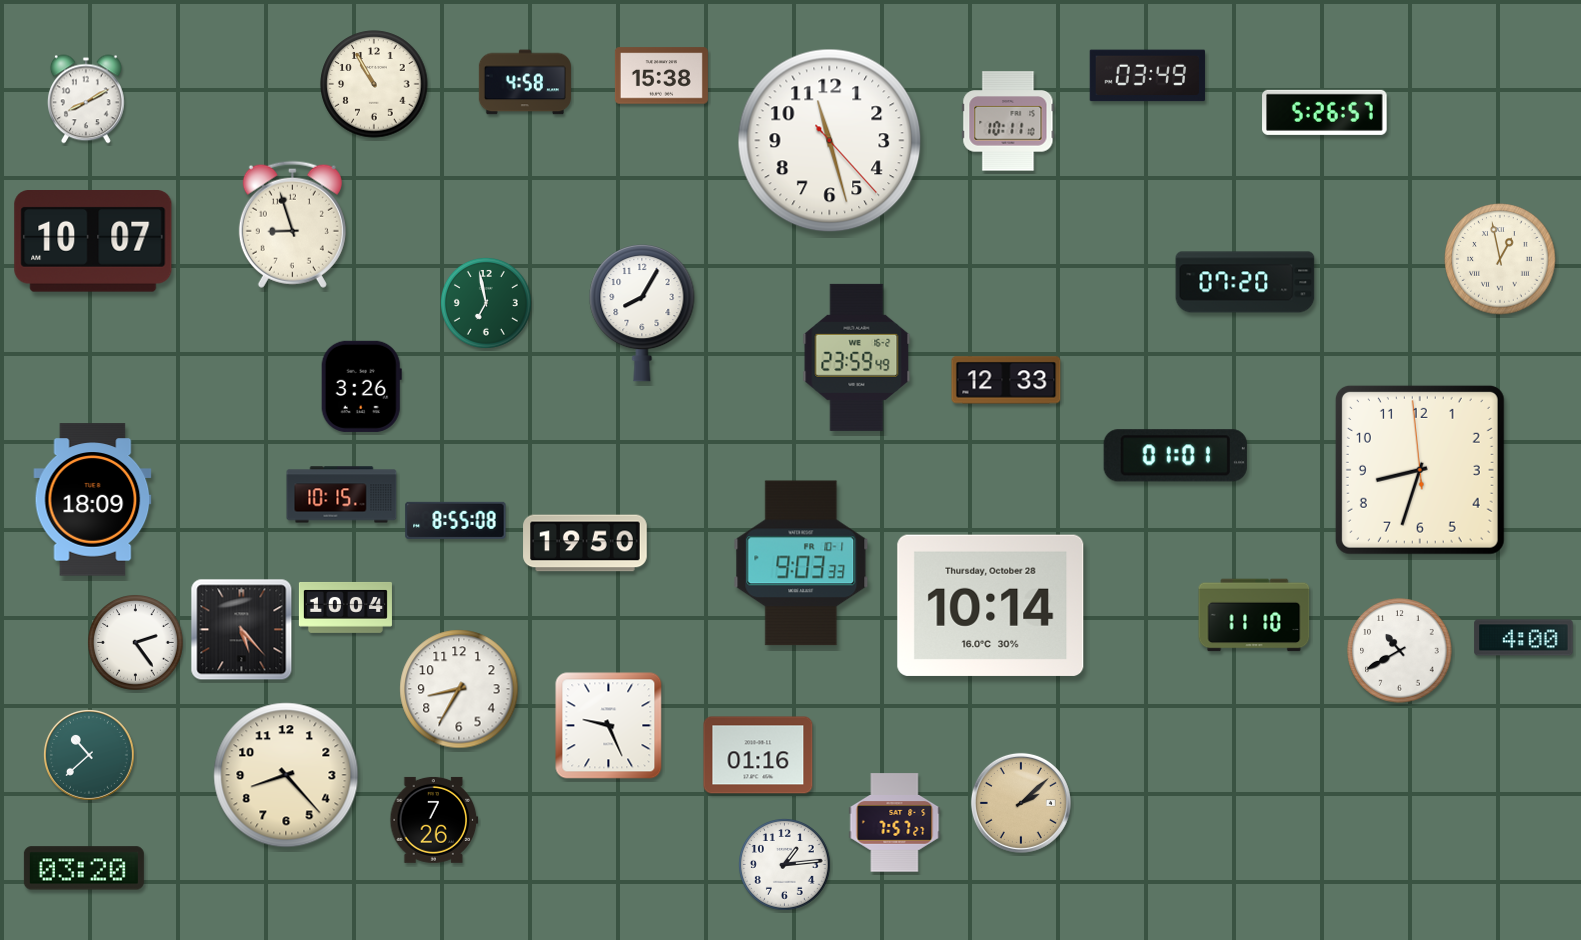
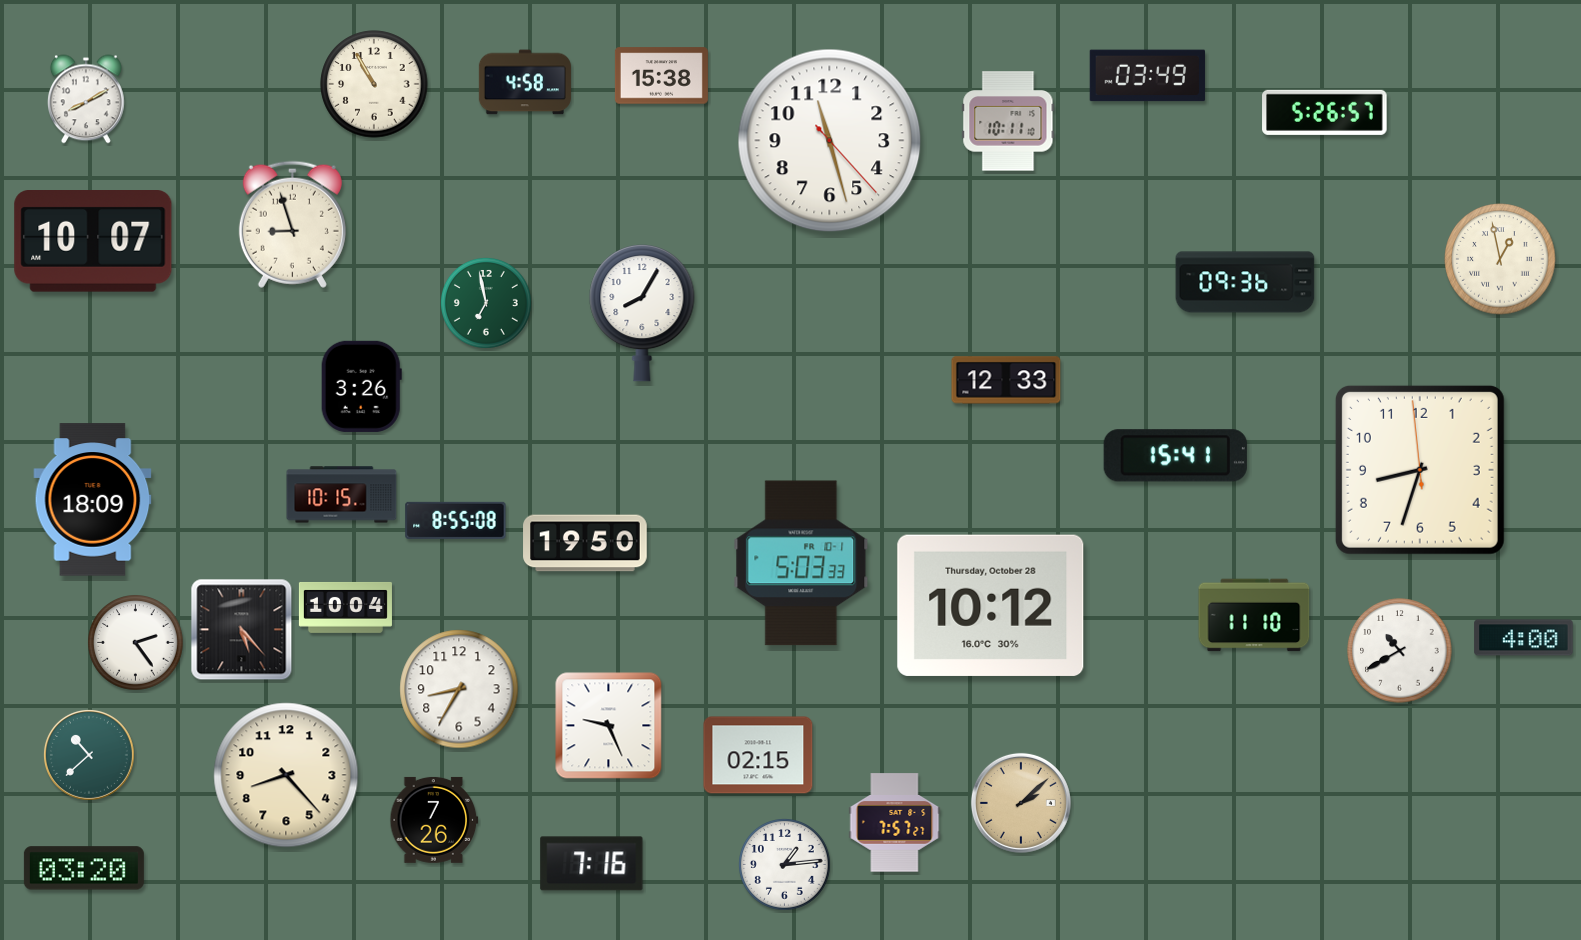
clock at (1245, 282): 07:20 -> 09:36
clock at (857, 357): 23:59 -> none
clock at (1175, 456): 01:01 -> 15:41
clock at (801, 563): 9:03 -> 5:03
clock at (991, 605): 10:14 -> 10:12
clock at (758, 755): 01:16 -> 02:15
clock at (592, 864): none -> 7:16
